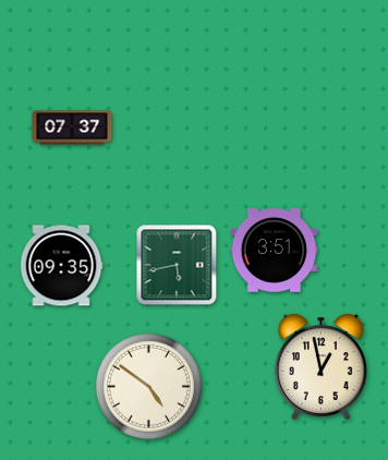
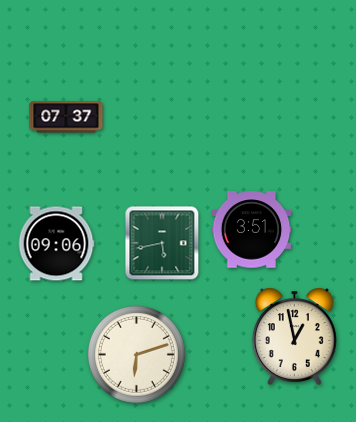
clock at (61, 266): 09:35 -> 09:06
clock at (148, 386): 4:51 -> 6:12
